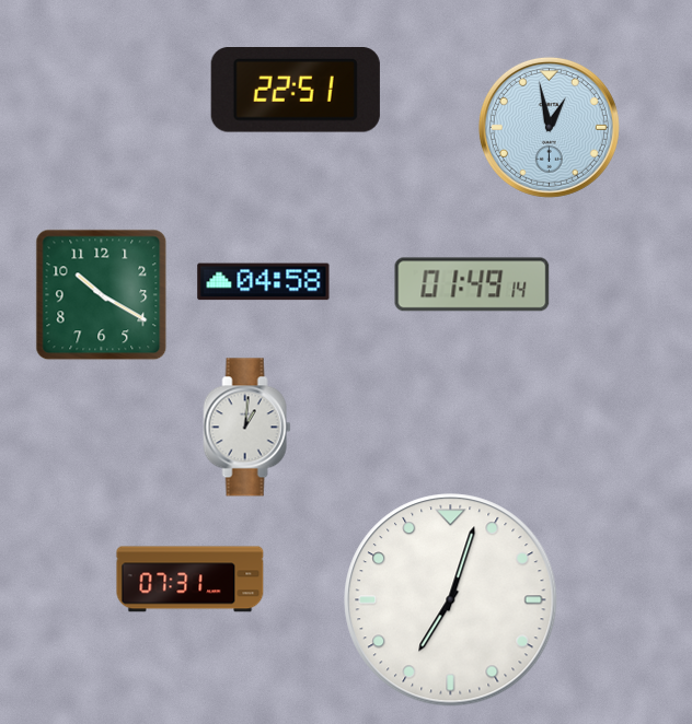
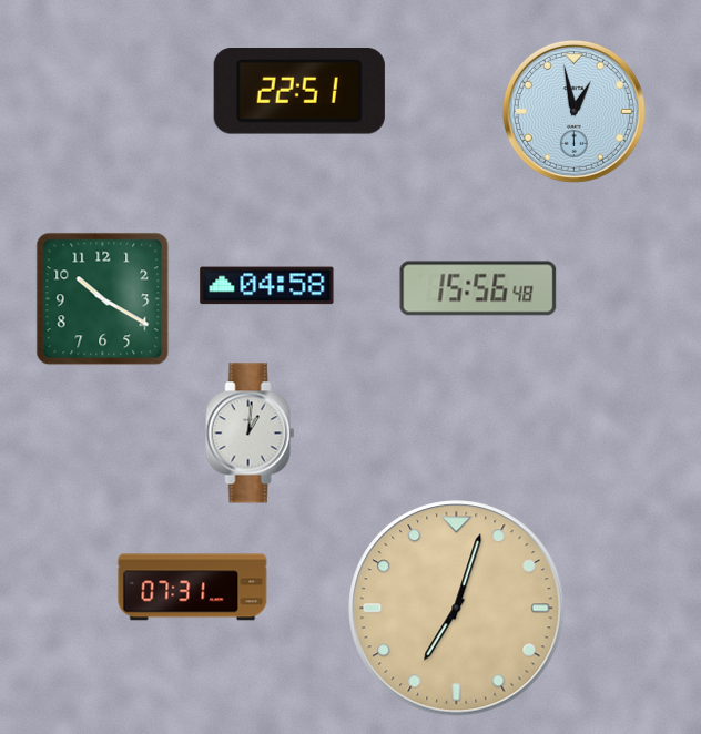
clock at (549, 127) position: (549, 127) -> (573, 111)
clock at (472, 284): 01:49 -> 15:56
clock at (451, 600) dial: white -> champagne
